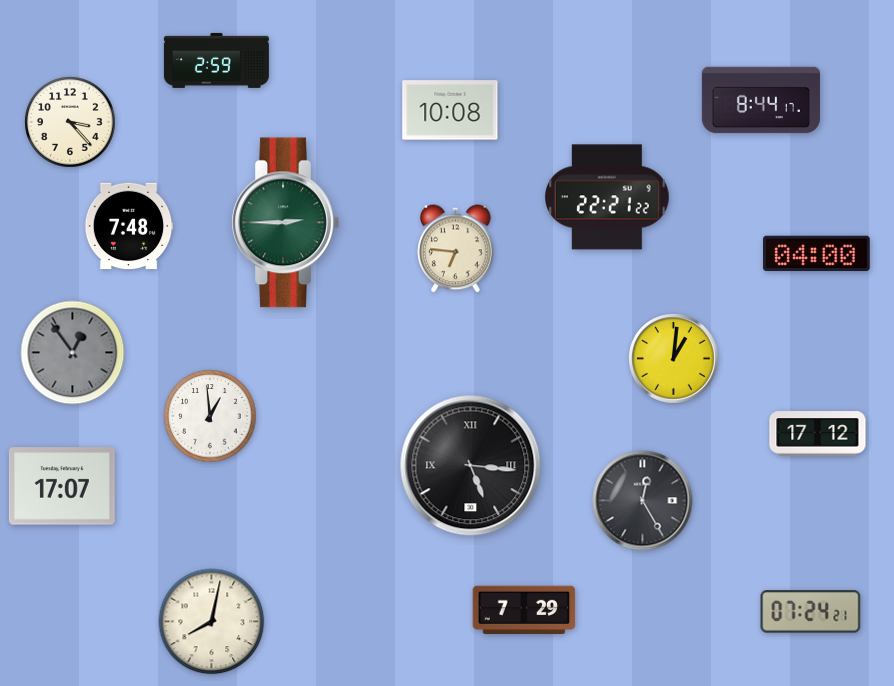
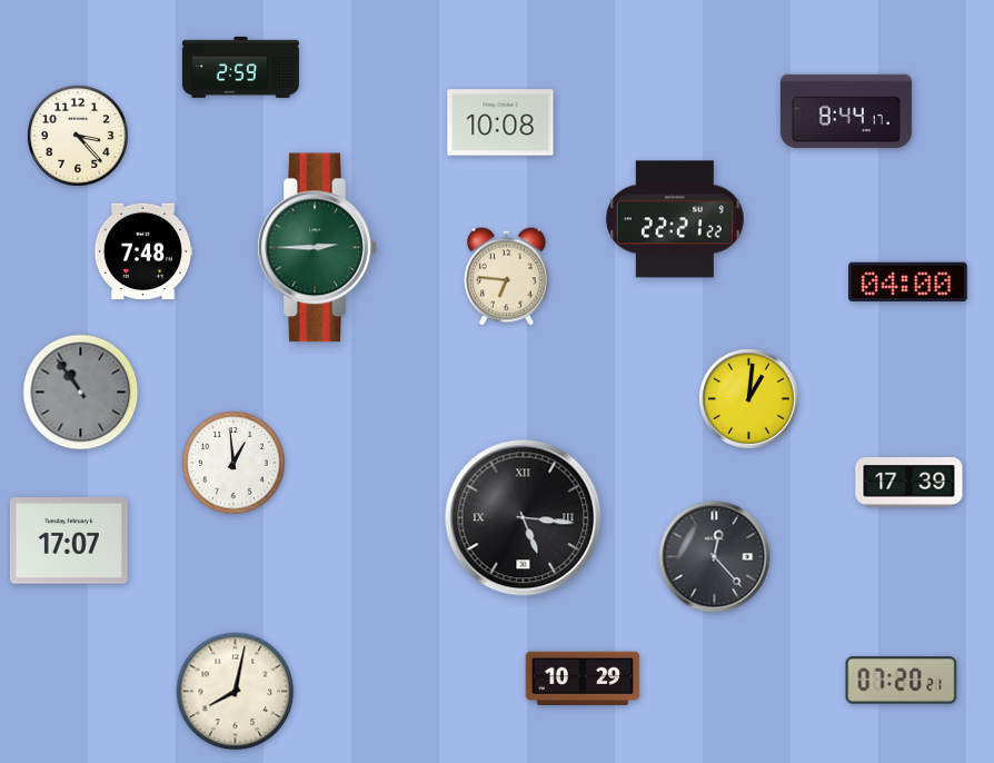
clock at (73, 353): 12:54 -> 10:54
clock at (818, 434): 17:12 -> 17:39
clock at (643, 501): 12:25 -> 12:23
clock at (524, 609): 7:29 -> 10:29
clock at (811, 612): 07:24 -> 07:20
